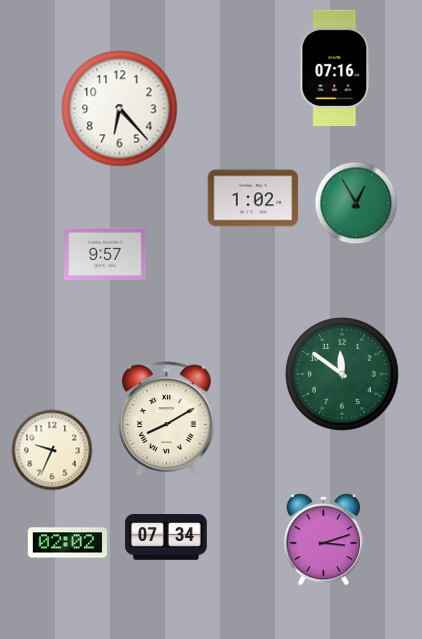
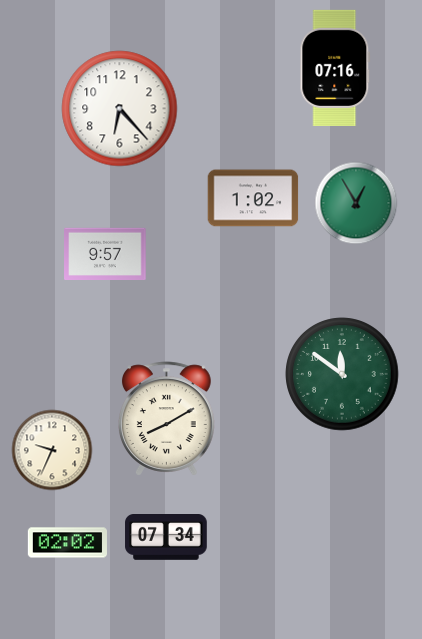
clock at (324, 540): 3:12 -> none
